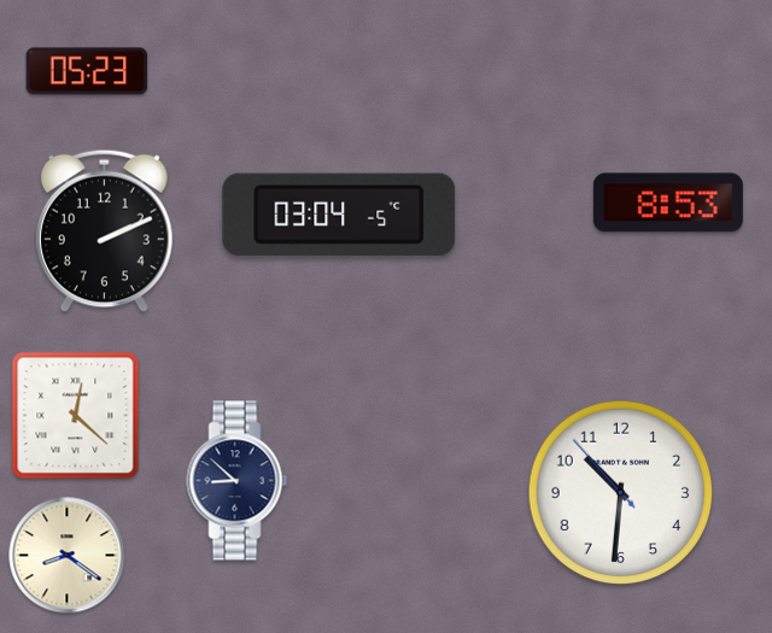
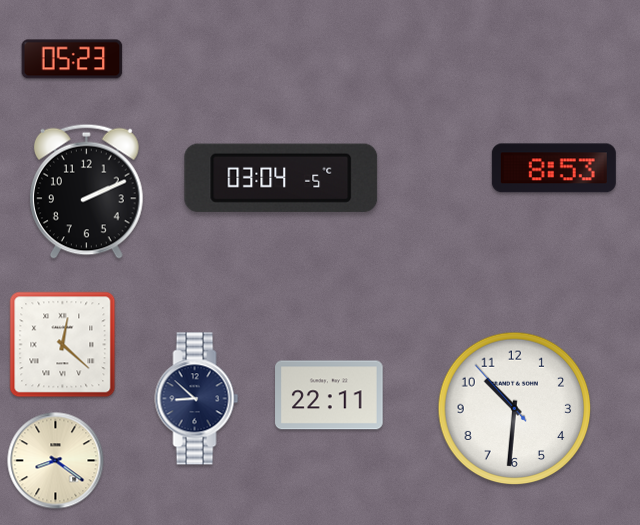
clock at (329, 395): none -> 22:11
